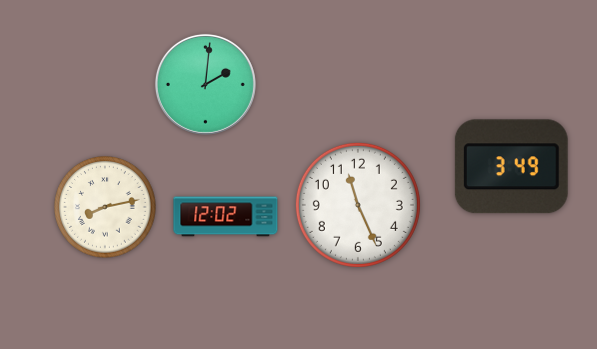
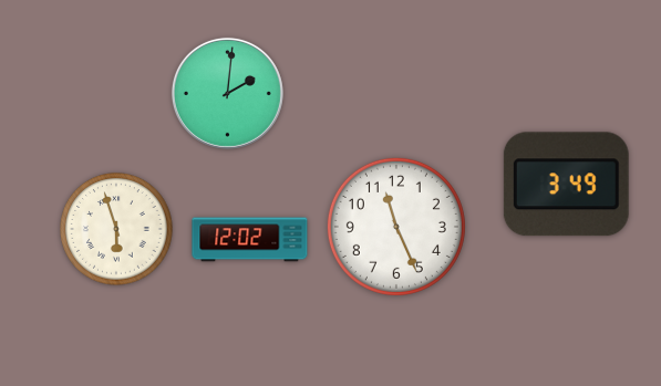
clock at (105, 207): 8:13 -> 5:57
